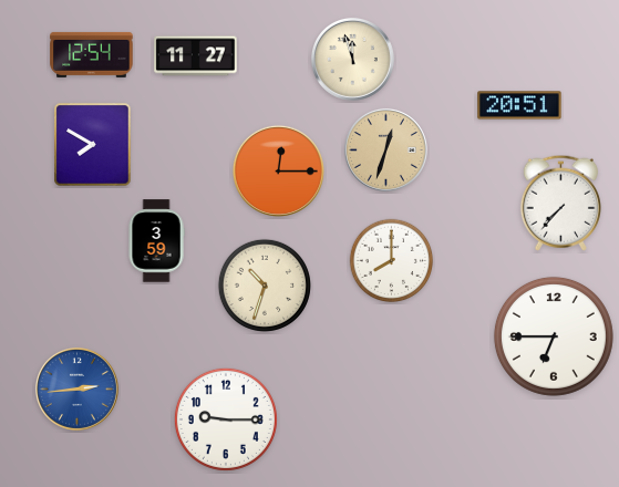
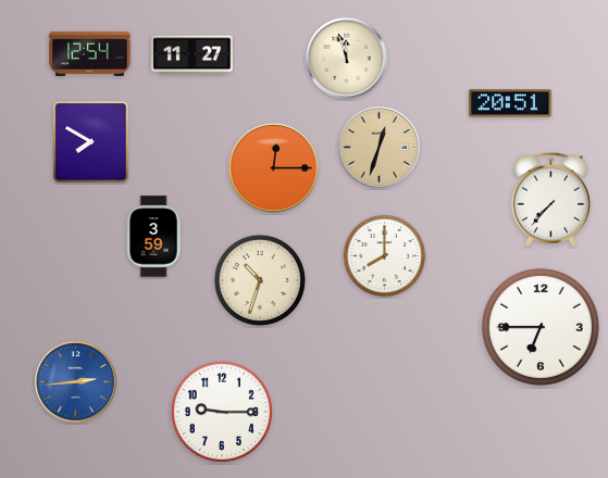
clock at (554, 336) position: (554, 336) -> (541, 327)
